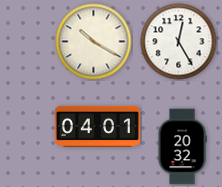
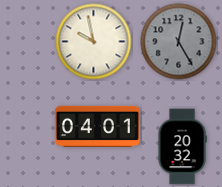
clock at (94, 42): 10:20 -> 9:58
clock at (179, 42) dial: white -> grey
